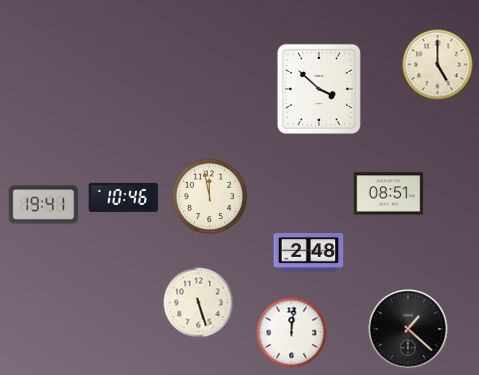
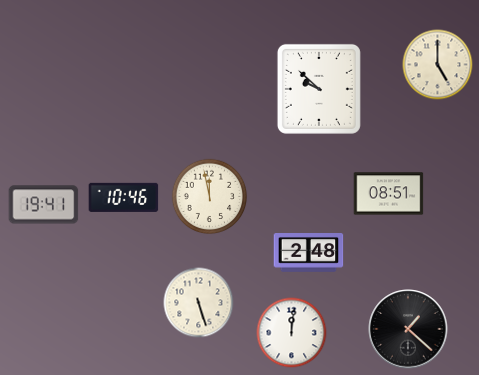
clock at (319, 89): 3:52 -> 9:52
